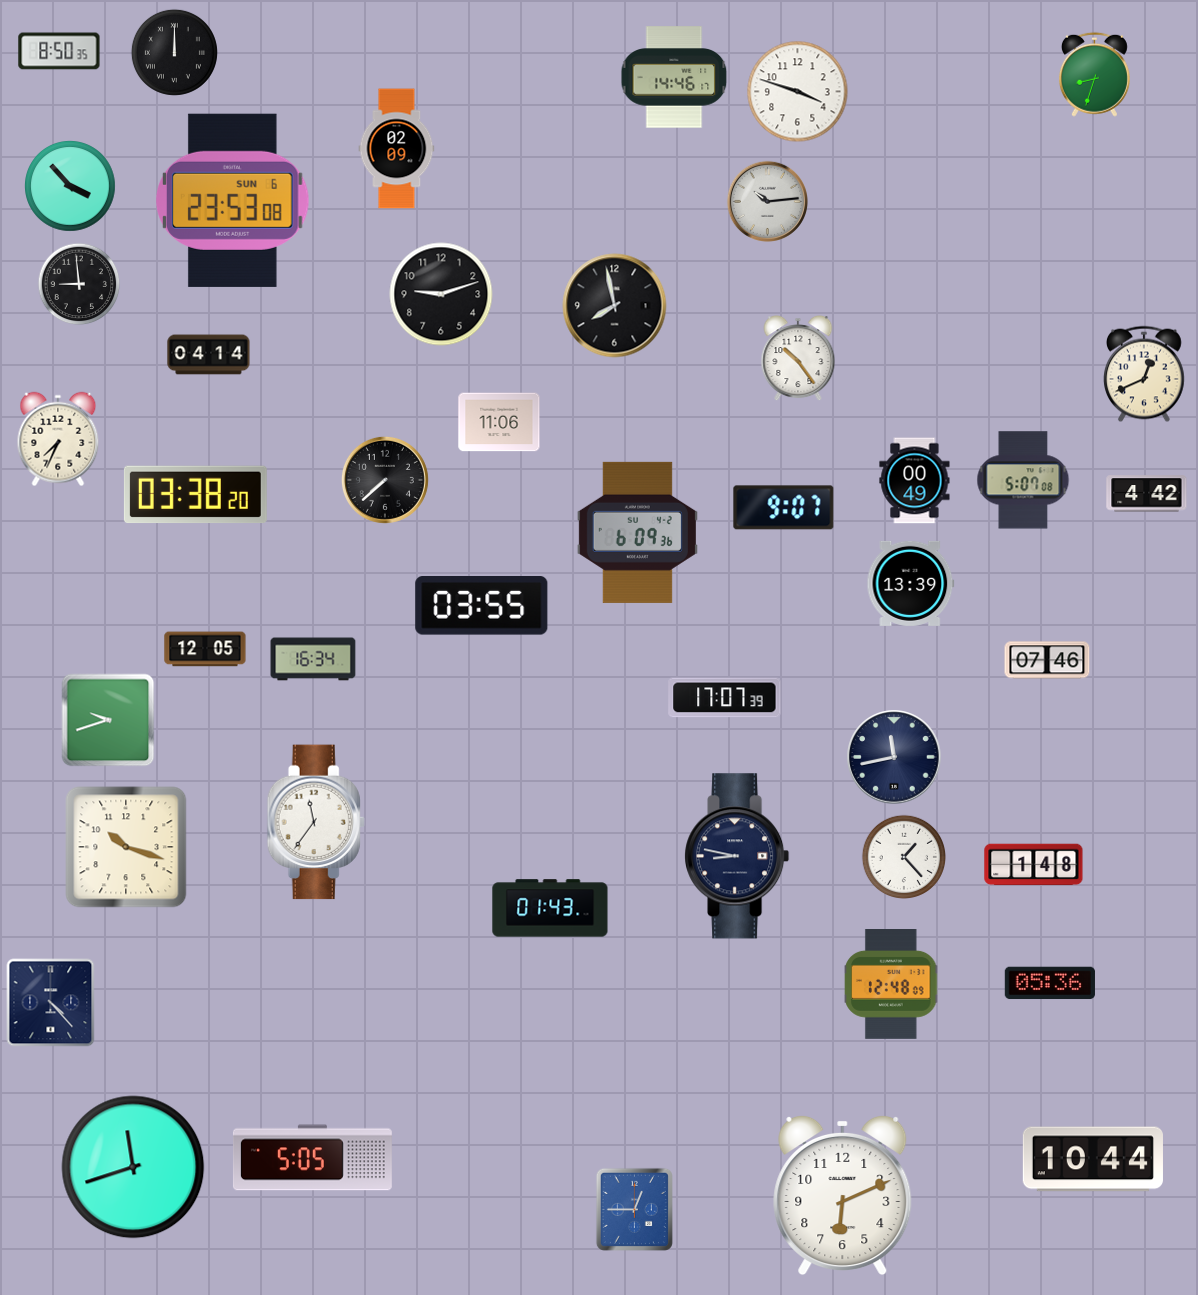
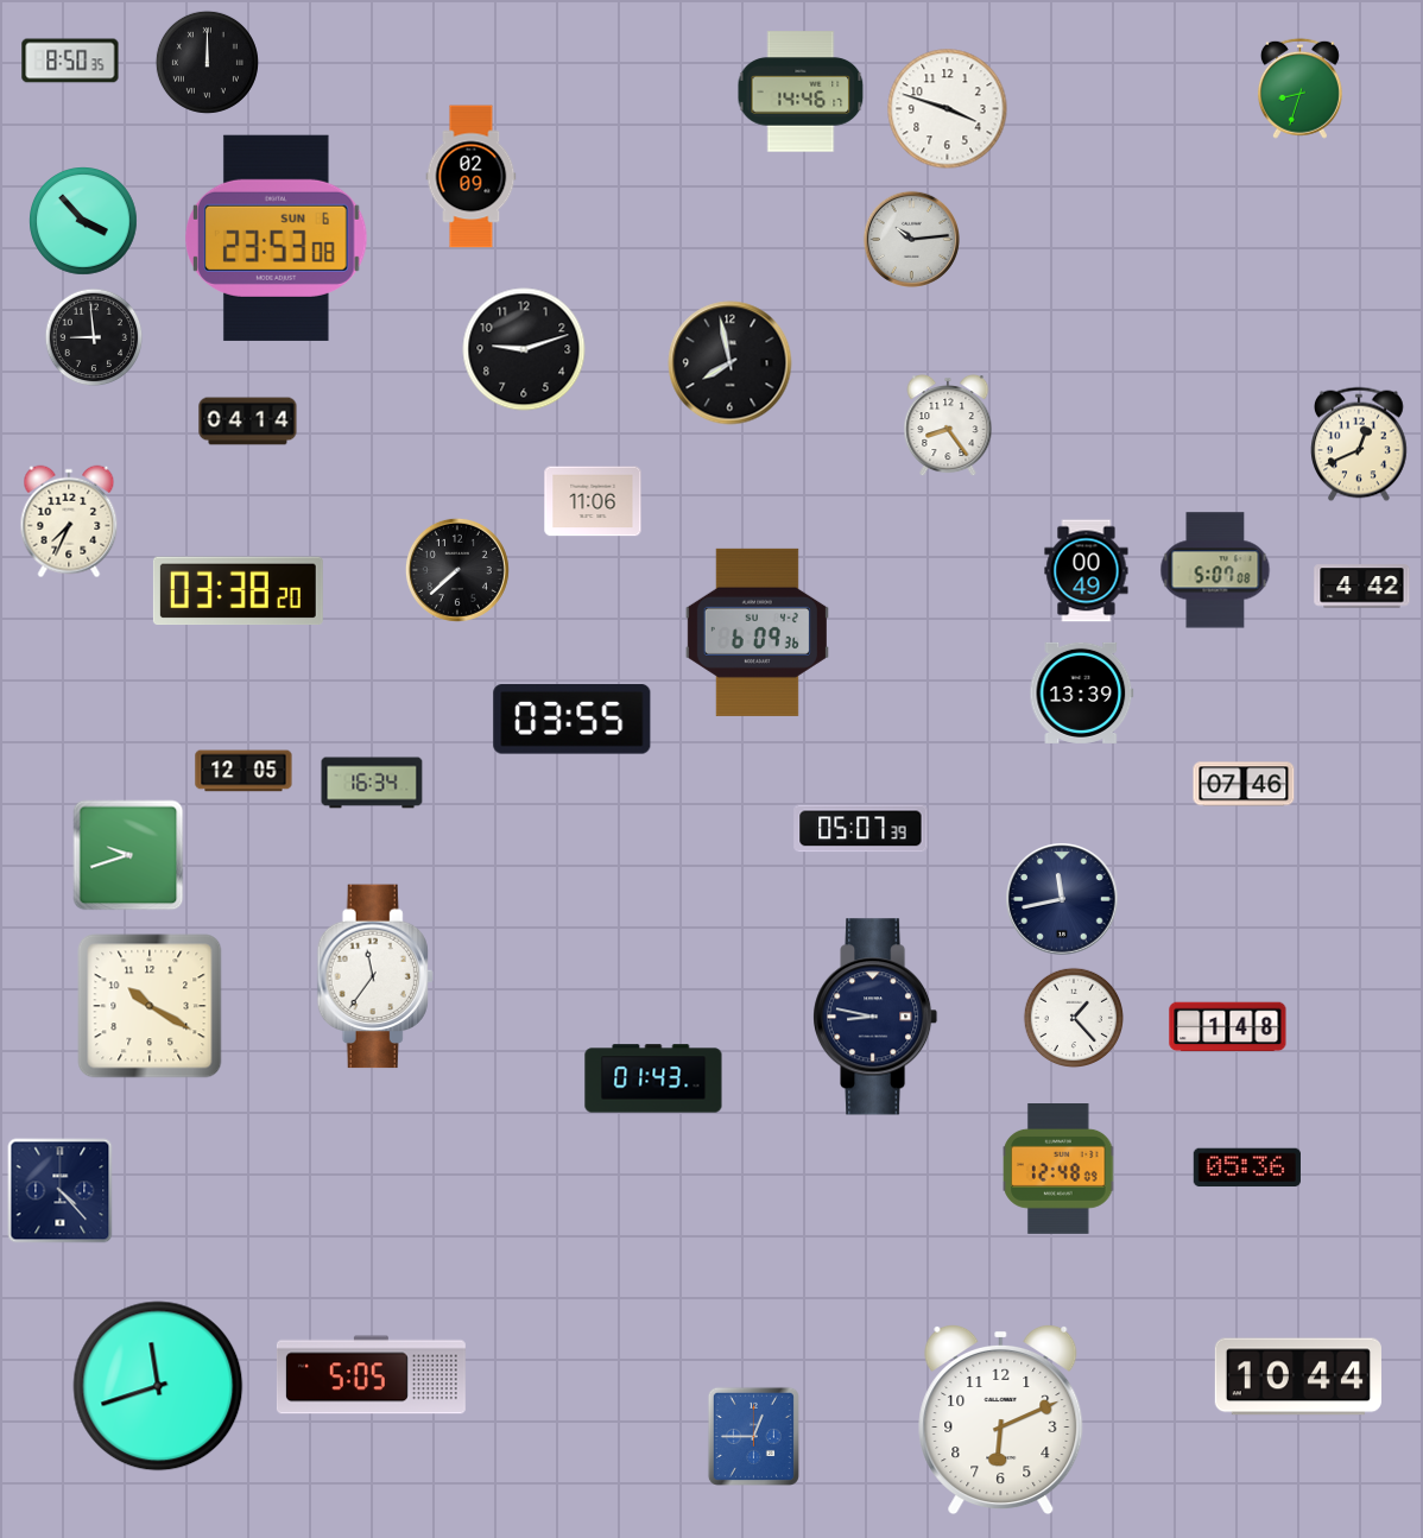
clock at (798, 359): 10:24 -> 8:24
clock at (195, 495) position: (195, 495) -> (238, 591)
clock at (784, 508): 9:07 -> none
clock at (725, 698): 17:07 -> 05:07
clock at (126, 847): 10:18 -> 10:20
